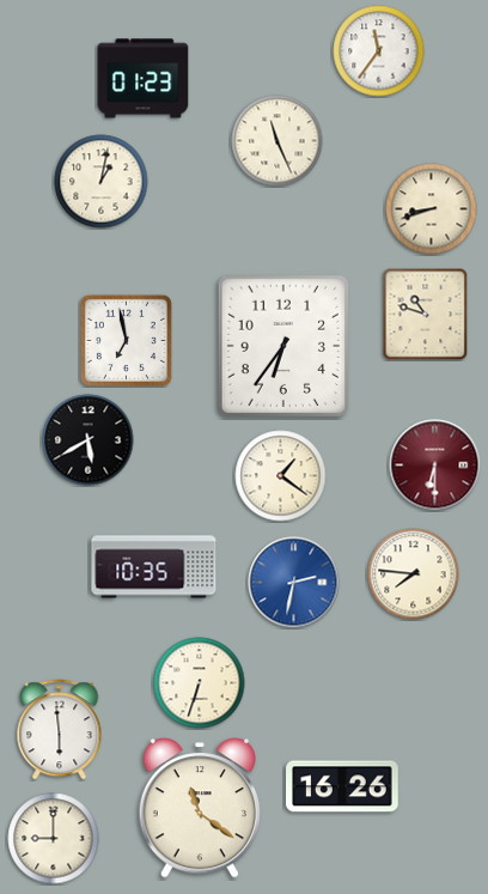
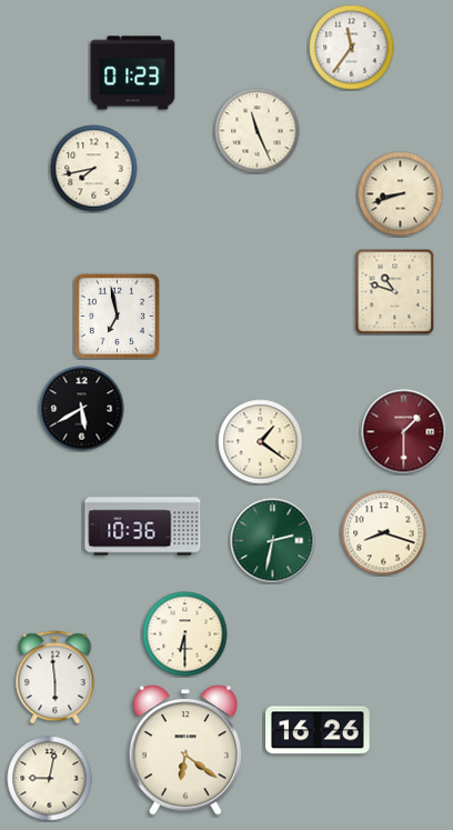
clock at (102, 182): 1:02 -> 7:43
clock at (282, 345): 6:36 -> none
clock at (435, 466): 6:30 -> 1:30
clock at (154, 567): 10:35 -> 10:36
clock at (414, 574): 7:46 -> 8:18
clock at (294, 583) dial: blue -> green
clock at (200, 683): 6:33 -> 6:30
clock at (200, 808): 11:21 -> 6:21
clock at (54, 839): 9:00 -> 9:02
